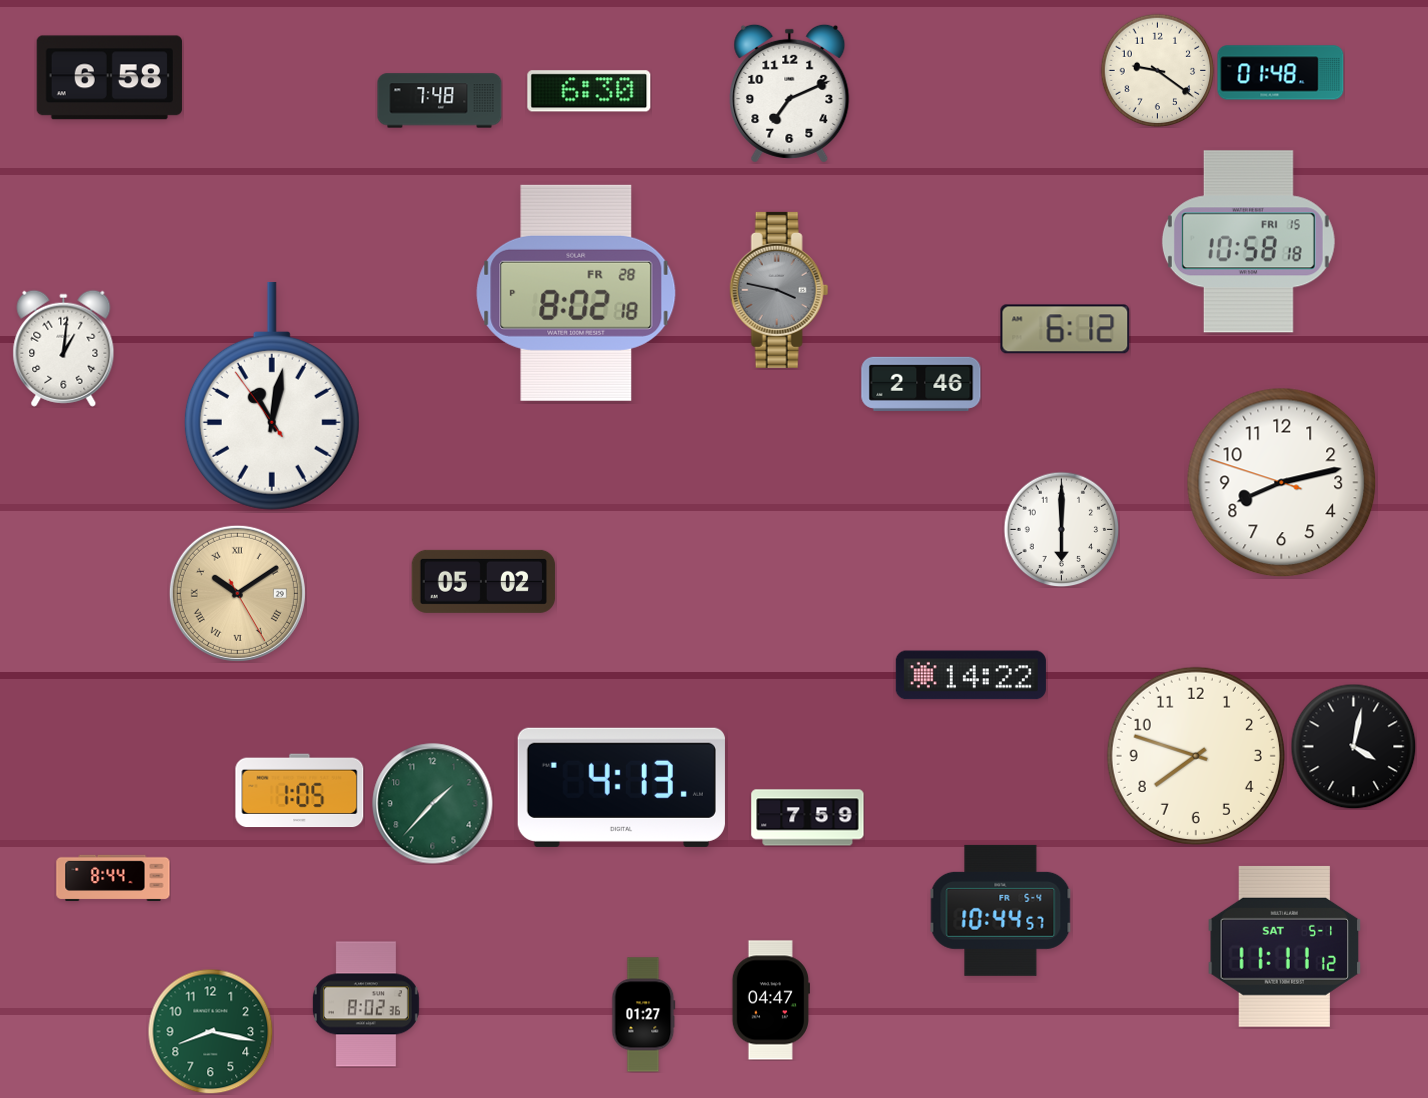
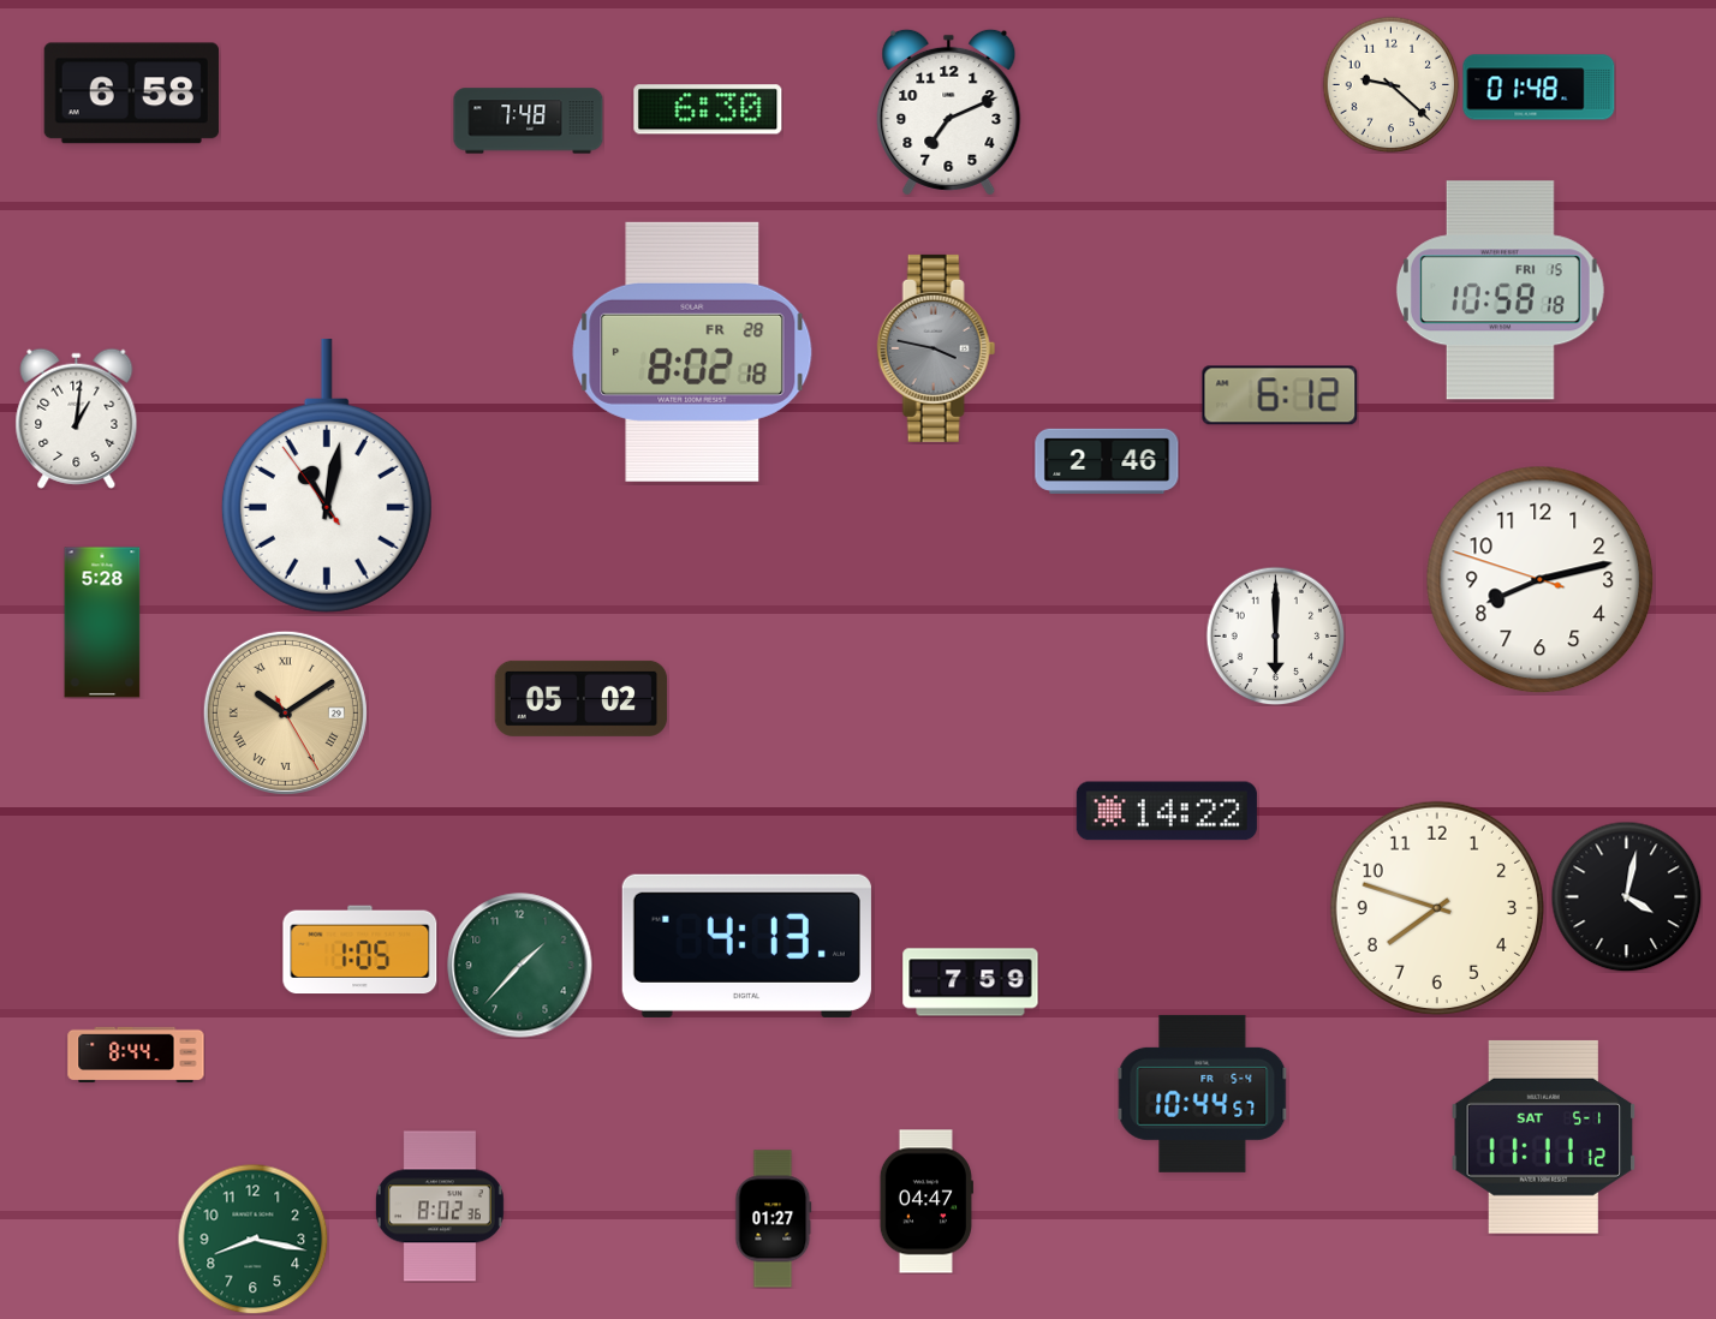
clock at (1157, 70): 9:21 -> 9:22
clock at (102, 622): none -> 5:28
